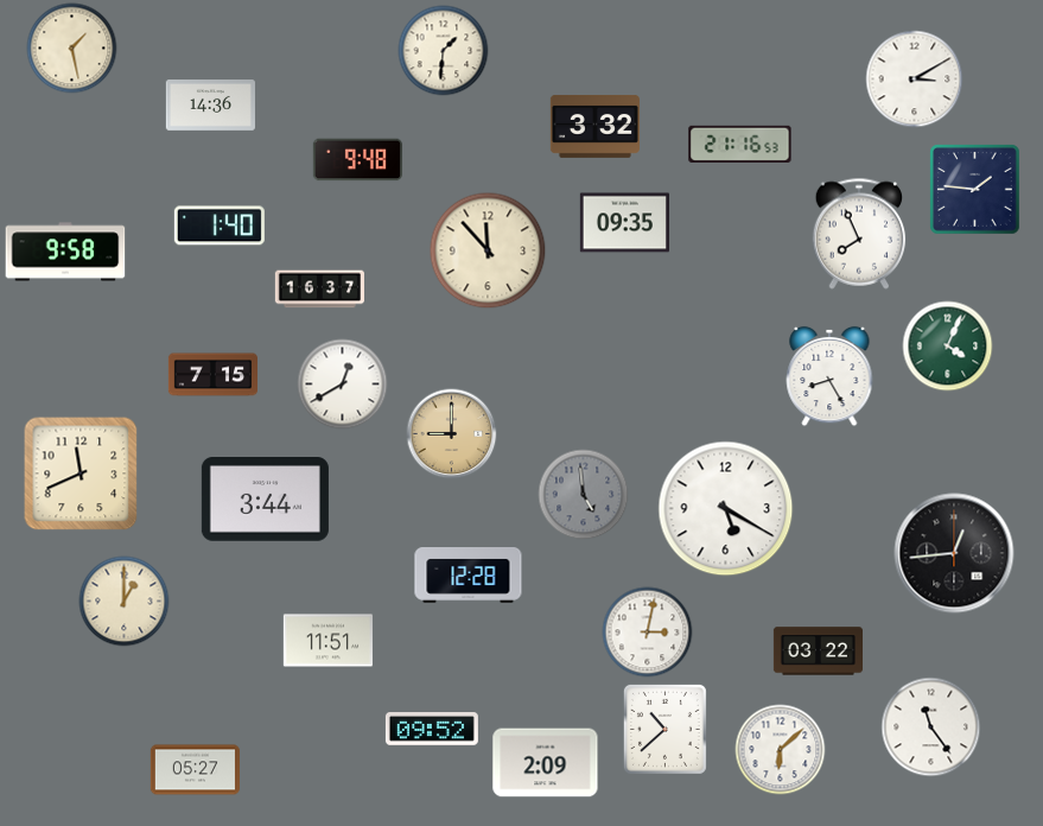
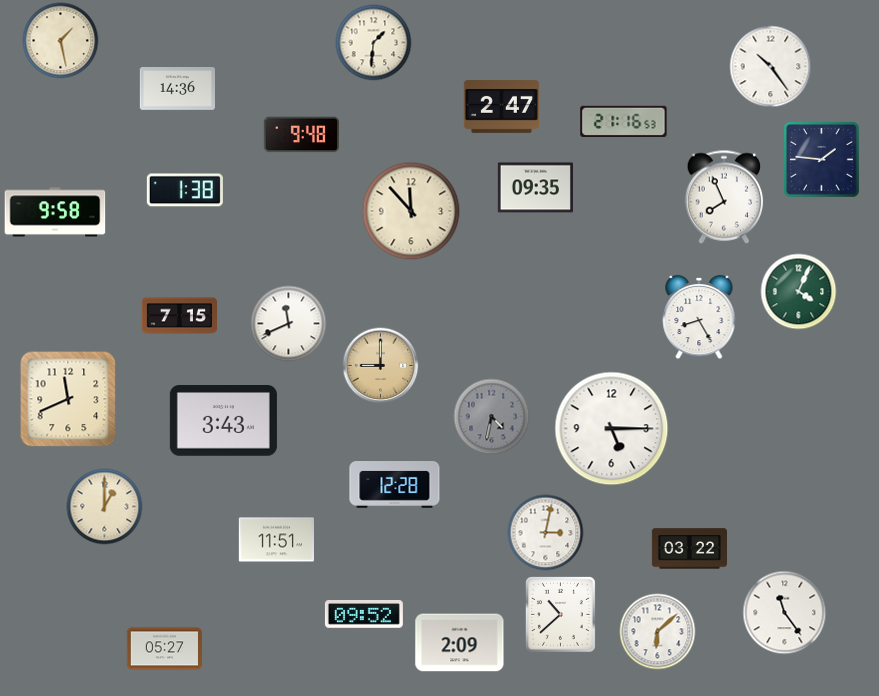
clock at (915, 80): 3:10 -> 10:24
clock at (594, 126): 3:32 -> 2:47
clock at (624, 223) position: (624, 223) -> (535, 188)
clock at (220, 225): 1:40 -> 1:38
clock at (319, 290): 16:37 -> none
clock at (343, 385): 12:40 -> 11:41
clock at (584, 495): 4:59 -> 4:32
clock at (265, 500): 3:44 -> 3:43
clock at (726, 509): 5:20 -> 5:15
clock at (954, 553): 12:44 -> none
